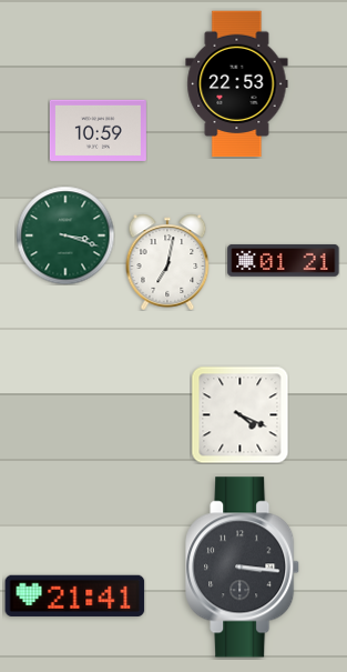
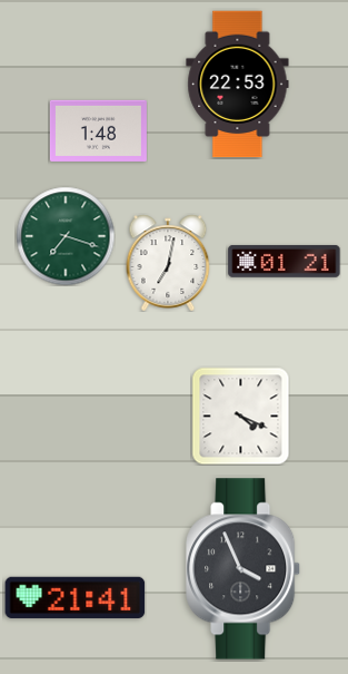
clock at (98, 130): 10:59 -> 1:48
clock at (65, 235): 3:18 -> 7:18
clock at (243, 568): 3:16 -> 3:56
